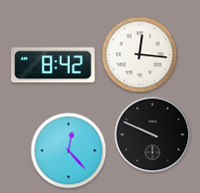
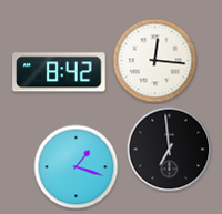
clock at (153, 135): 9:49 -> 6:59
clock at (69, 151): 12:23 -> 1:18
